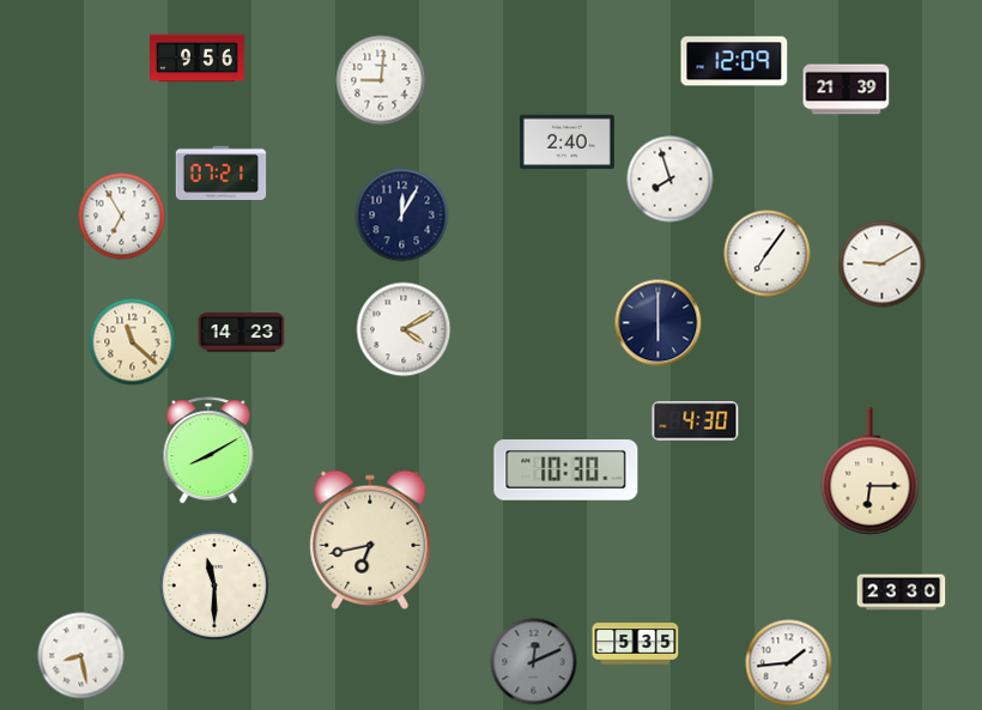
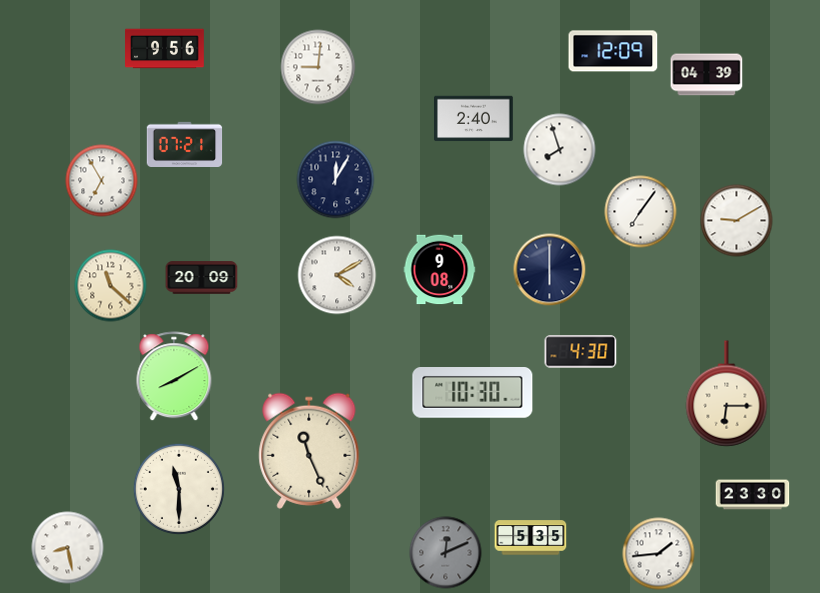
clock at (847, 90): 21:39 -> 04:39
clock at (440, 270): none -> 9:08
clock at (242, 333): 14:23 -> 20:09
clock at (370, 540): 6:43 -> 11:26
